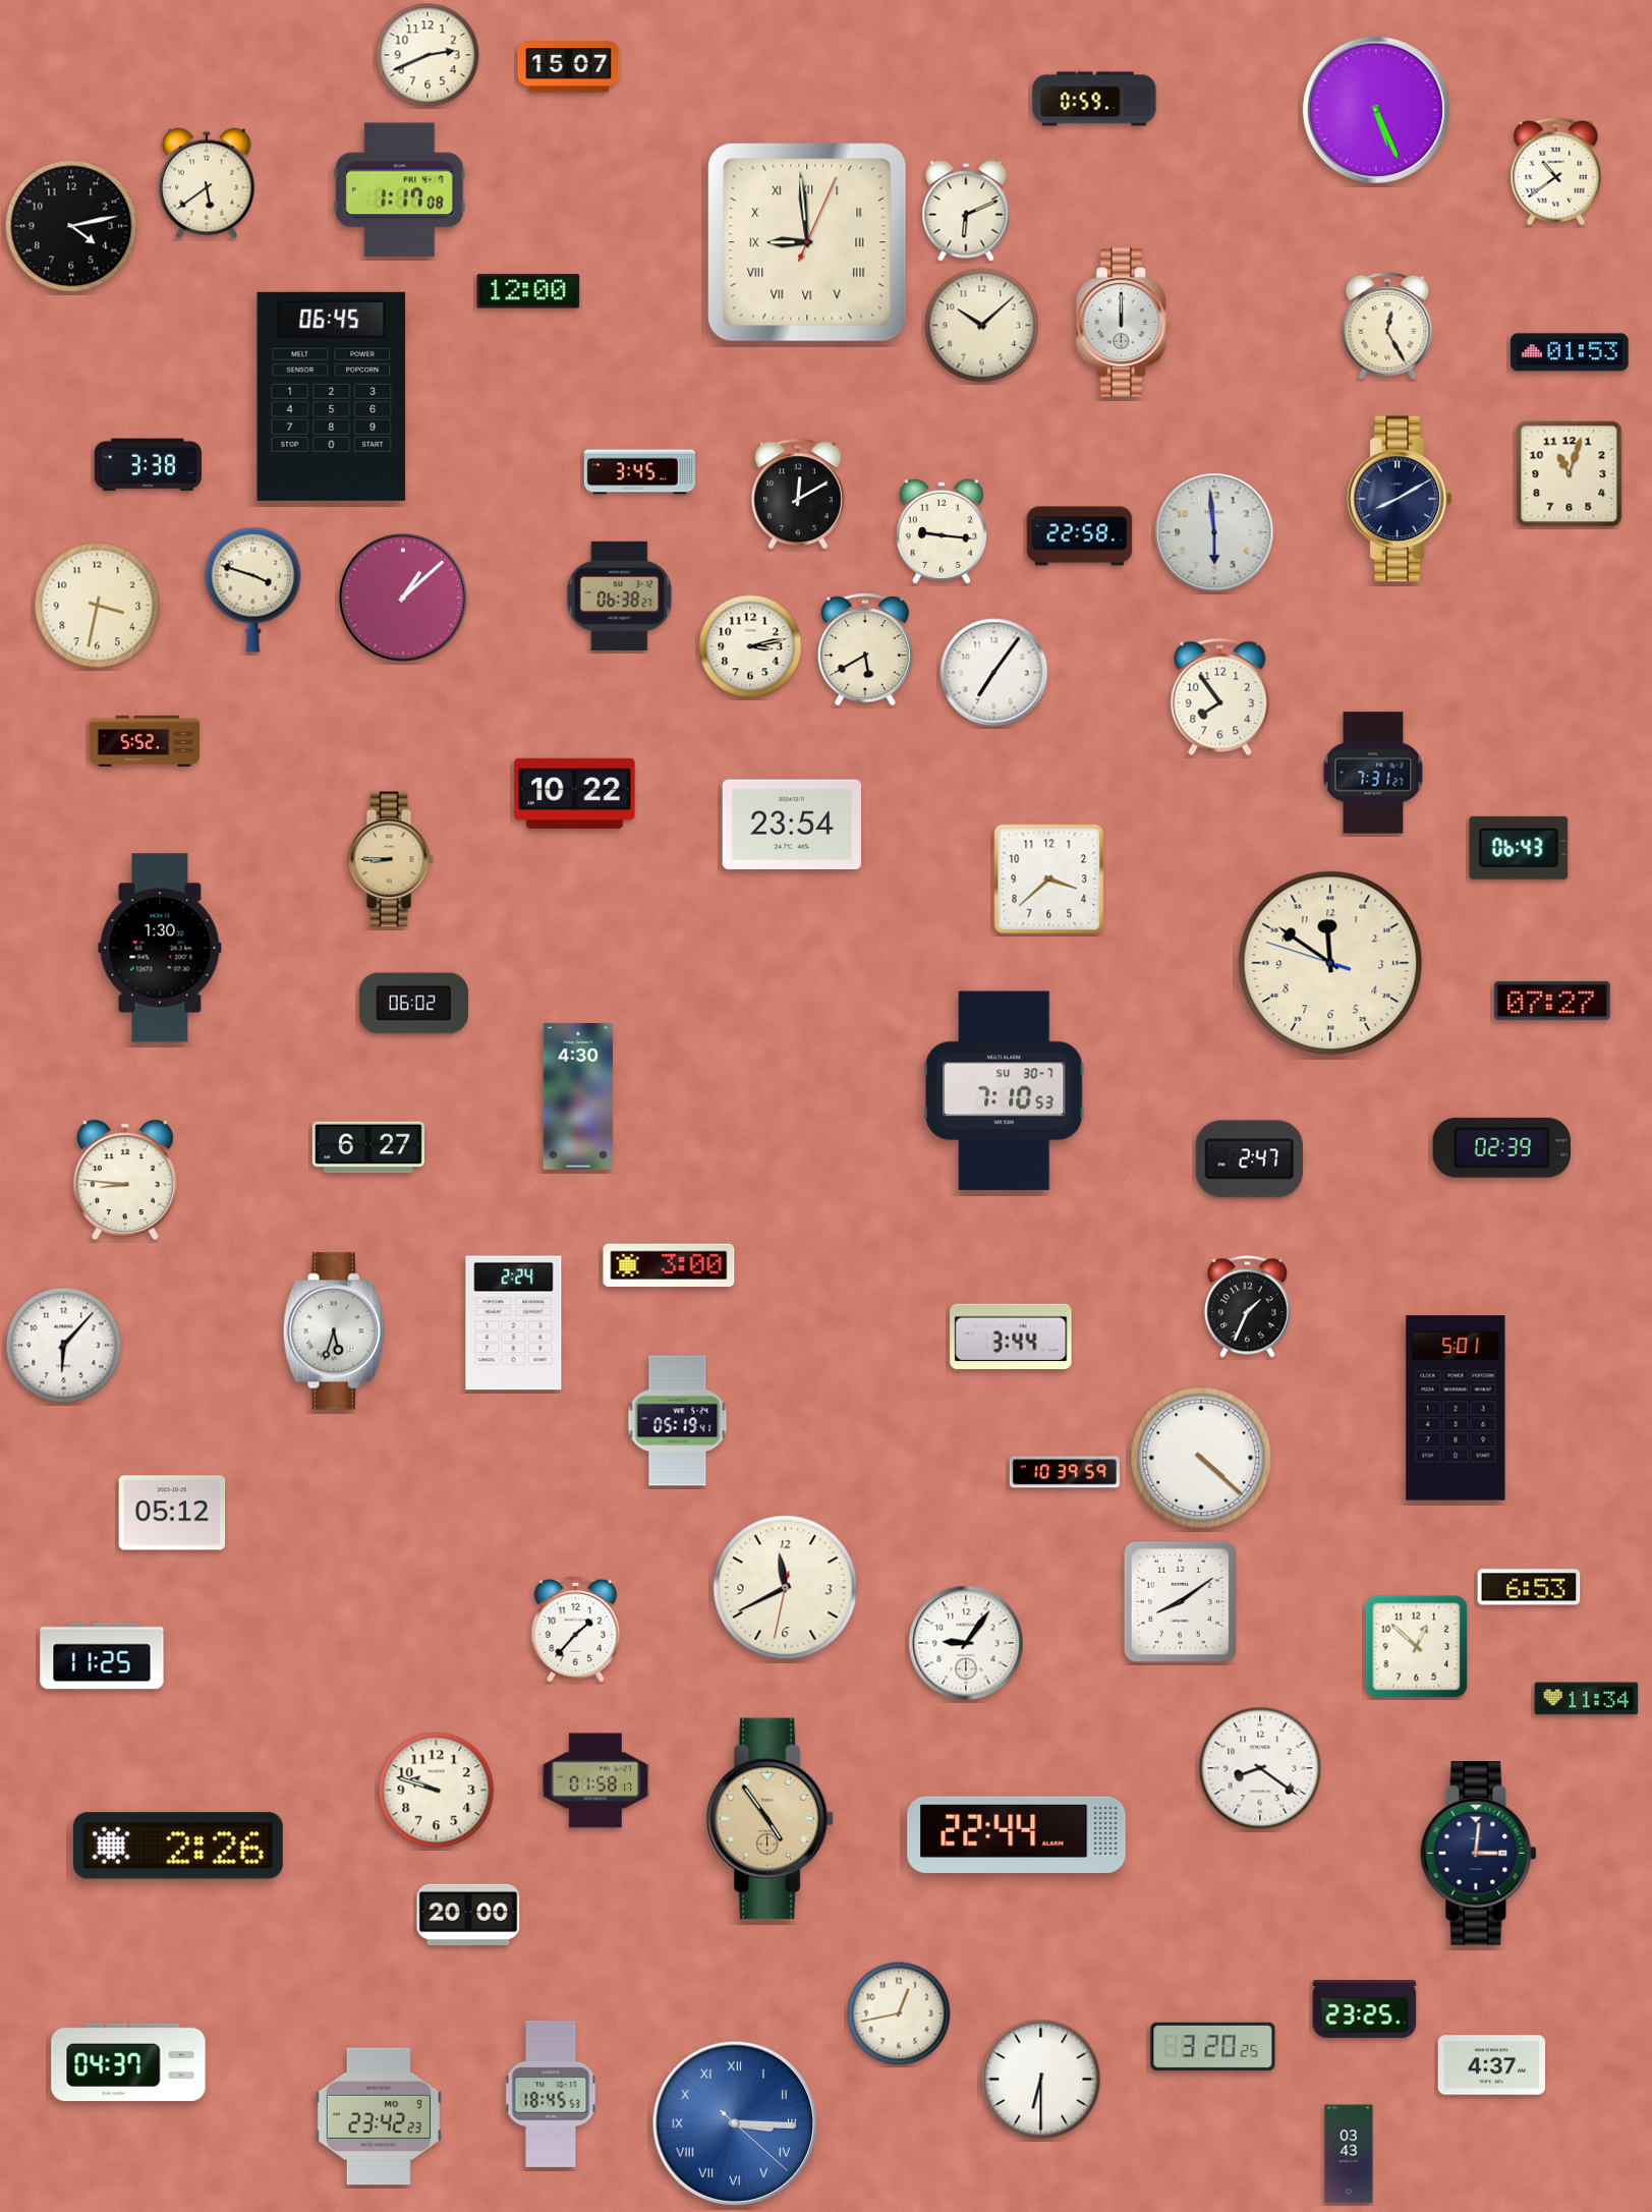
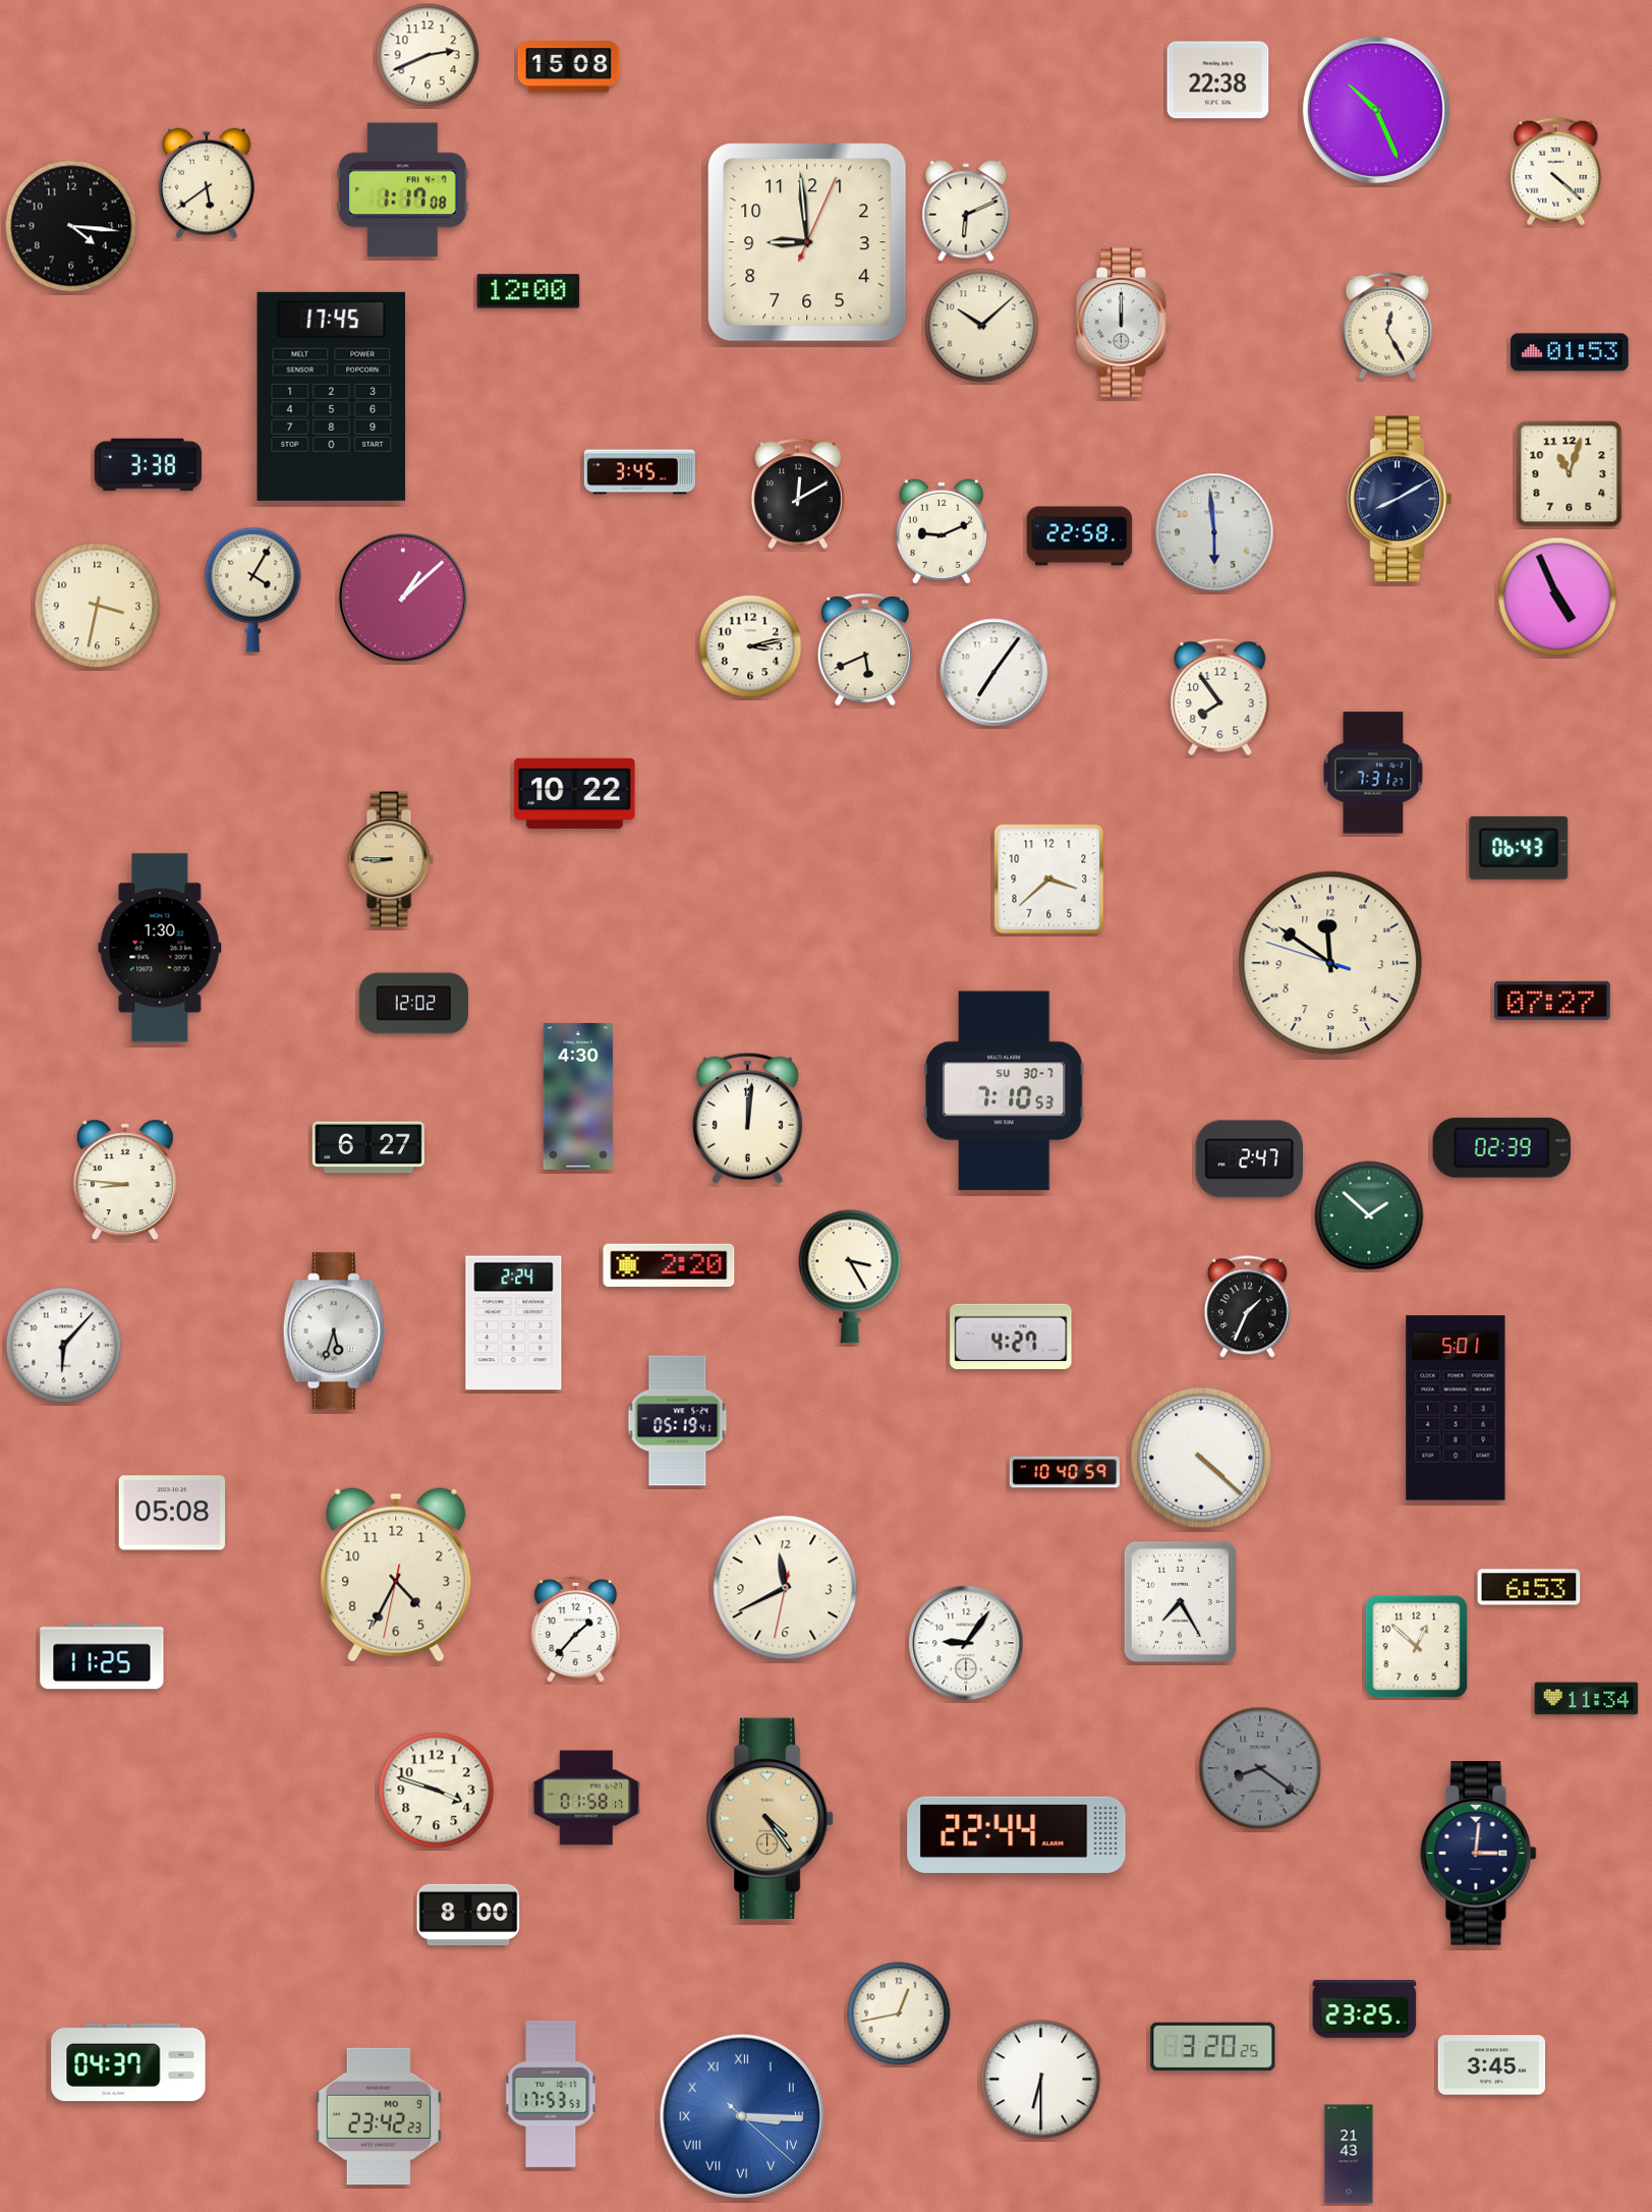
clock at (569, 67): 15:07 -> 15:08
clock at (1218, 80): none -> 22:38
clock at (1094, 99): 0:59 -> none
clock at (1376, 110): 5:26 -> 10:26
clock at (1556, 172): 10:39 -> 4:22
clock at (400, 190) position: (400, 190) -> (403, 190)
clock at (71, 226): 4:13 -> 4:16
clock at (807, 242) numerals: Roman -> Arabic
clock at (332, 396): 06:45 -> 17:45
clock at (942, 531): 9:16 -> 9:11
clock at (253, 589): 3:48 -> 4:05
clock at (620, 595): 06:38 -> none
clock at (1557, 597): none -> 4:56
clock at (865, 649): 5:40 -> 5:41
clock at (144, 741): 5:52 -> none
clock at (791, 825): 23:54 -> none
clock at (413, 1004): 06:02 -> 12:02
clock at (747, 1118): none -> 12:01
clock at (1369, 1215): none -> 1:52
clock at (669, 1265): 3:00 -> 2:20
clock at (850, 1277): none -> 3:25
clock at (1011, 1337): 3:44 -> 4:27
clock at (1065, 1472): 10:39 -> 10:40
clock at (172, 1513): 05:12 -> 05:08
clock at (396, 1575): none -> 4:34
clock at (1180, 1601): 8:09 -> 7:25
clock at (1260, 1768) dial: white -> grey
clock at (595, 1780) position: (595, 1780) -> (586, 1798)
clock at (437, 1791): 9:48 -> 3:48
clock at (771, 1819): 4:54 -> 4:24
clock at (178, 1846): 2:26 -> none
clock at (468, 1914): 20:00 -> 8:00
clock at (1492, 2065): 4:37 -> 3:45
clock at (551, 2094): 18:45 -> 17:53
clock at (734, 2122) position: (734, 2122) -> (741, 2115)
clock at (1349, 2154): 03:43 -> 21:43
